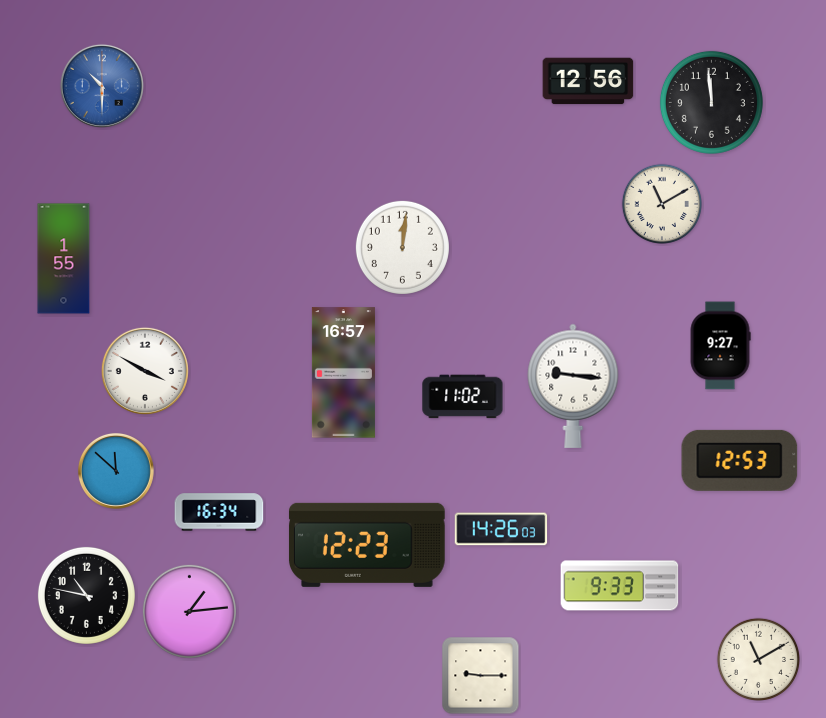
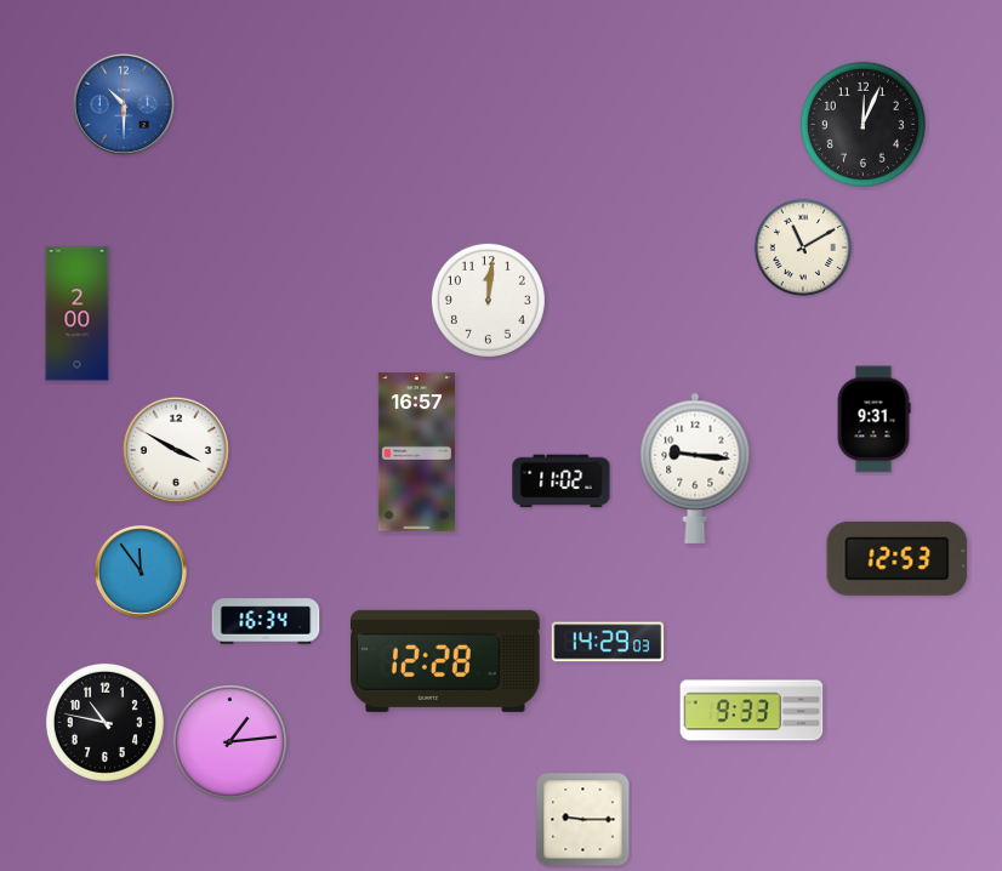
clock at (588, 81): 12:56 -> none
clock at (711, 102): 11:59 -> 12:04
clock at (64, 259): 1:55 -> 2:00
clock at (720, 346): 9:27 -> 9:31
clock at (116, 471): 11:52 -> 11:54
clock at (501, 529): 14:26 -> 14:29
clock at (367, 545): 12:23 -> 12:28
clock at (758, 659): 11:10 -> none
